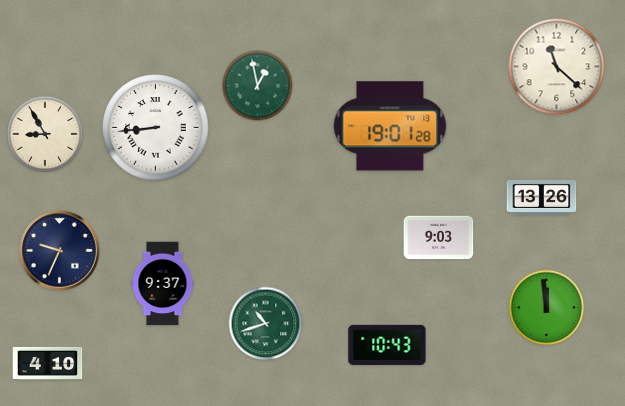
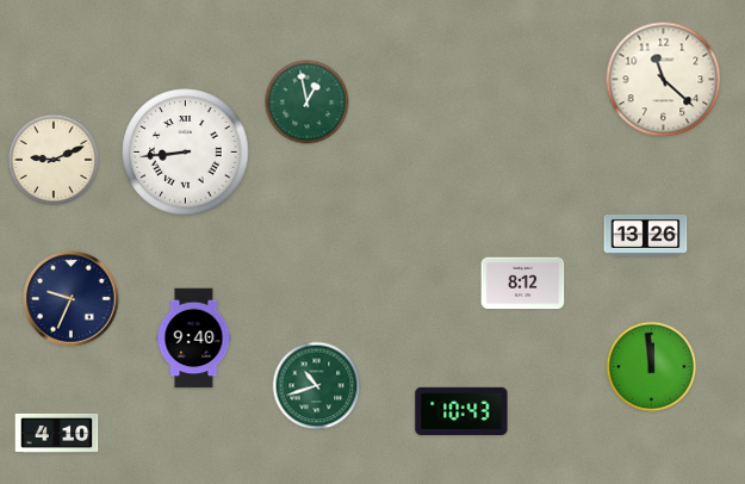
clock at (390, 126): 19:01 -> none
clock at (45, 134): 8:55 -> 9:11
clock at (439, 238): 9:03 -> 8:12
clock at (163, 284): 9:37 -> 9:40
